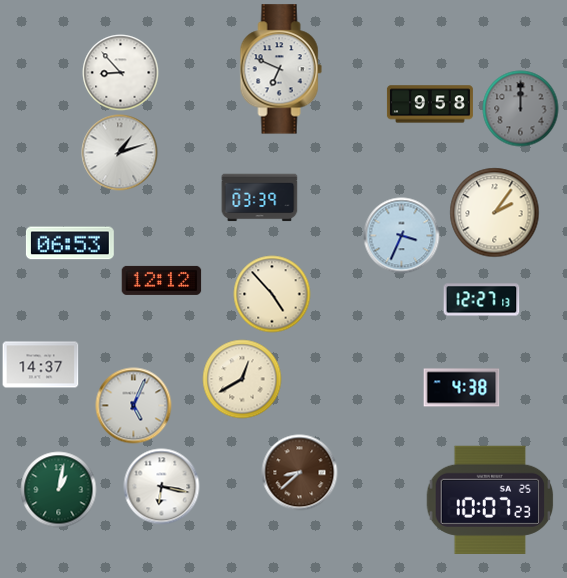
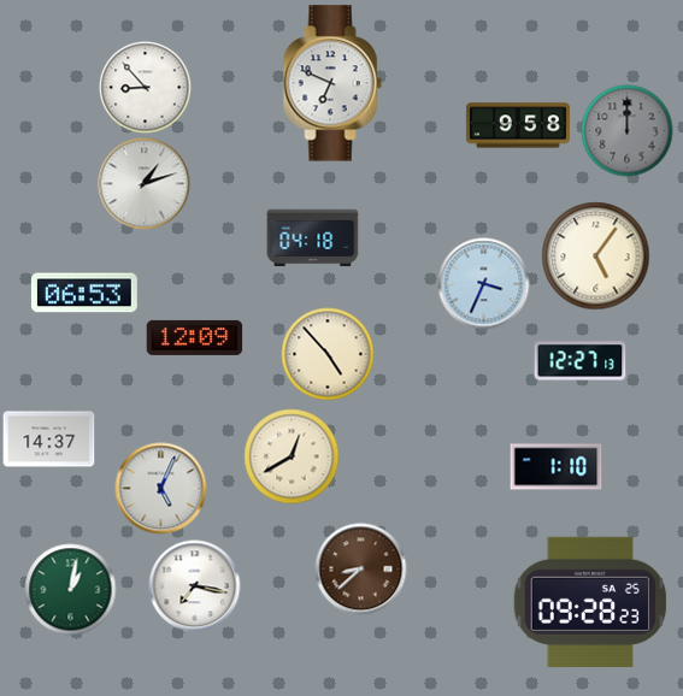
clock at (281, 69) position: (281, 69) -> (332, 83)
clock at (260, 198): 03:39 -> 04:18
clock at (495, 213): 2:06 -> 5:06
clock at (162, 280): 12:12 -> 12:09
clock at (462, 388): 4:38 -> 1:10
clock at (162, 487): 6:17 -> 7:17
clock at (490, 500): 10:07 -> 09:28
